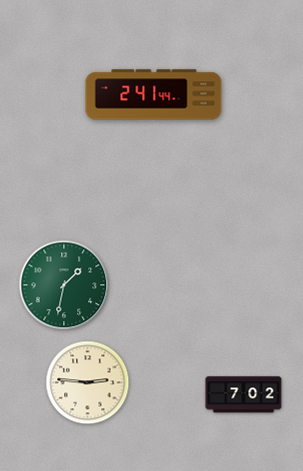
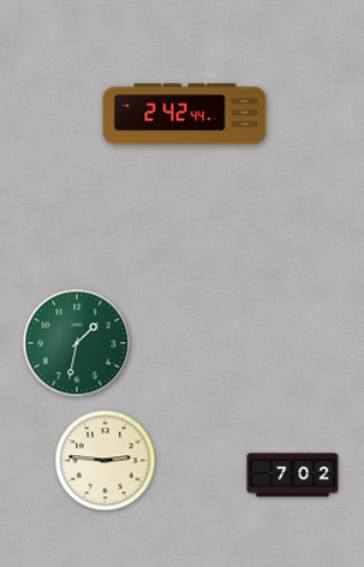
clock at (154, 95): 2:41 -> 2:42
